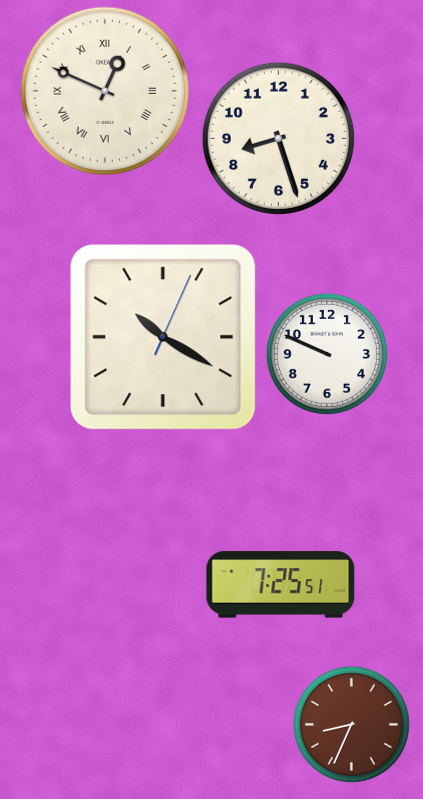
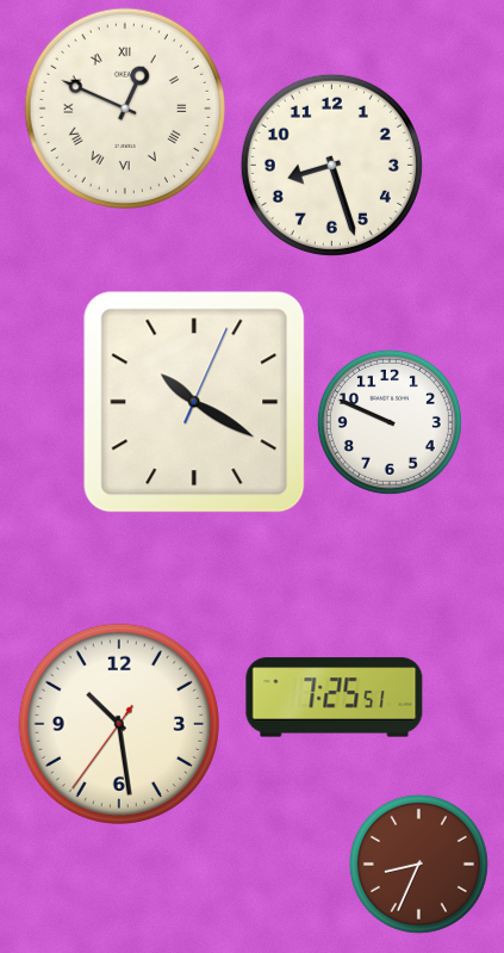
clock at (119, 724): none -> 10:28
